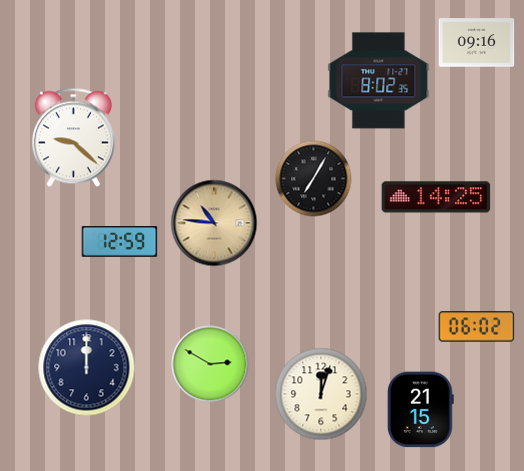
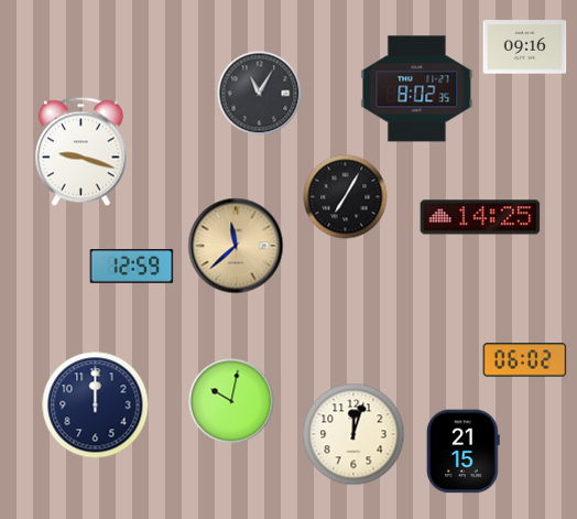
clock at (260, 94): none -> 11:05
clock at (73, 138): 9:22 -> 9:18
clock at (214, 223): 10:46 -> 11:38
clock at (210, 364): 2:50 -> 10:02
